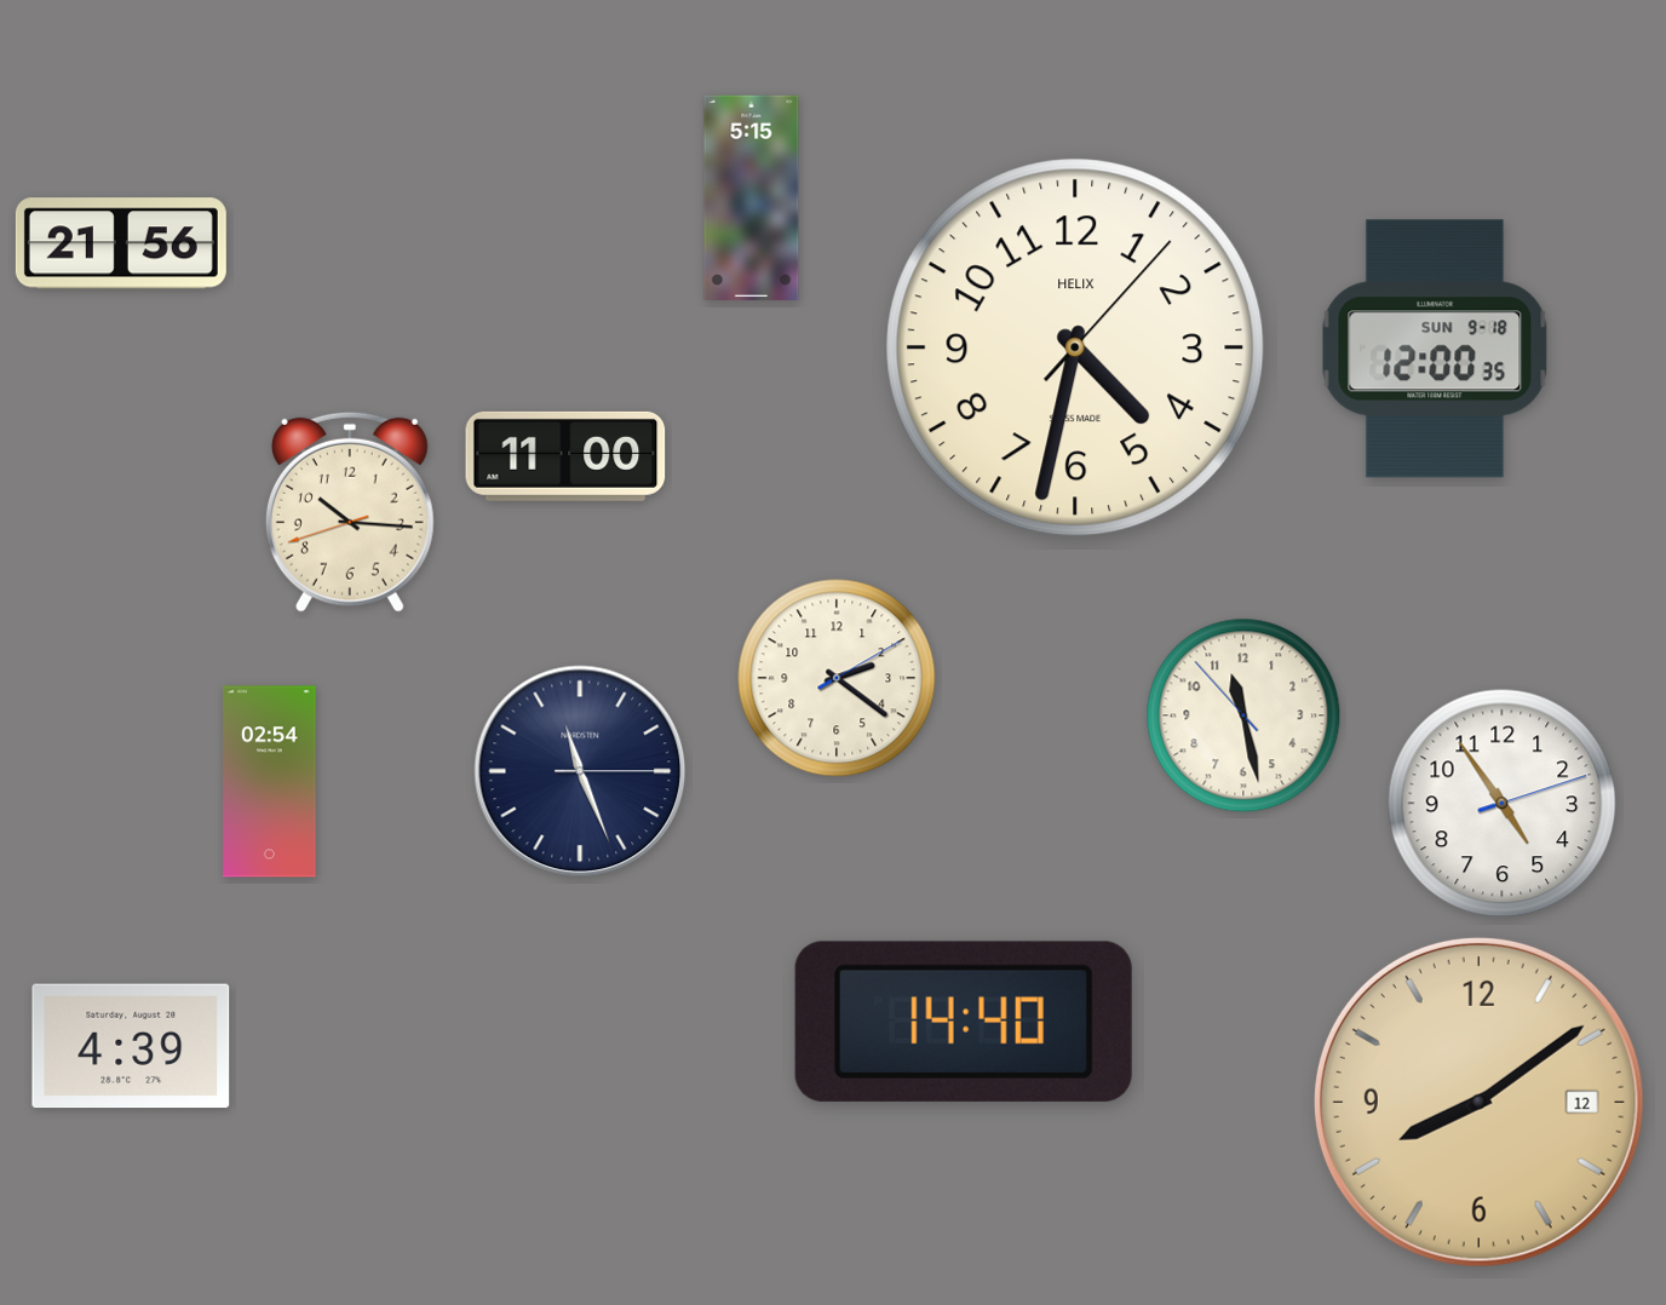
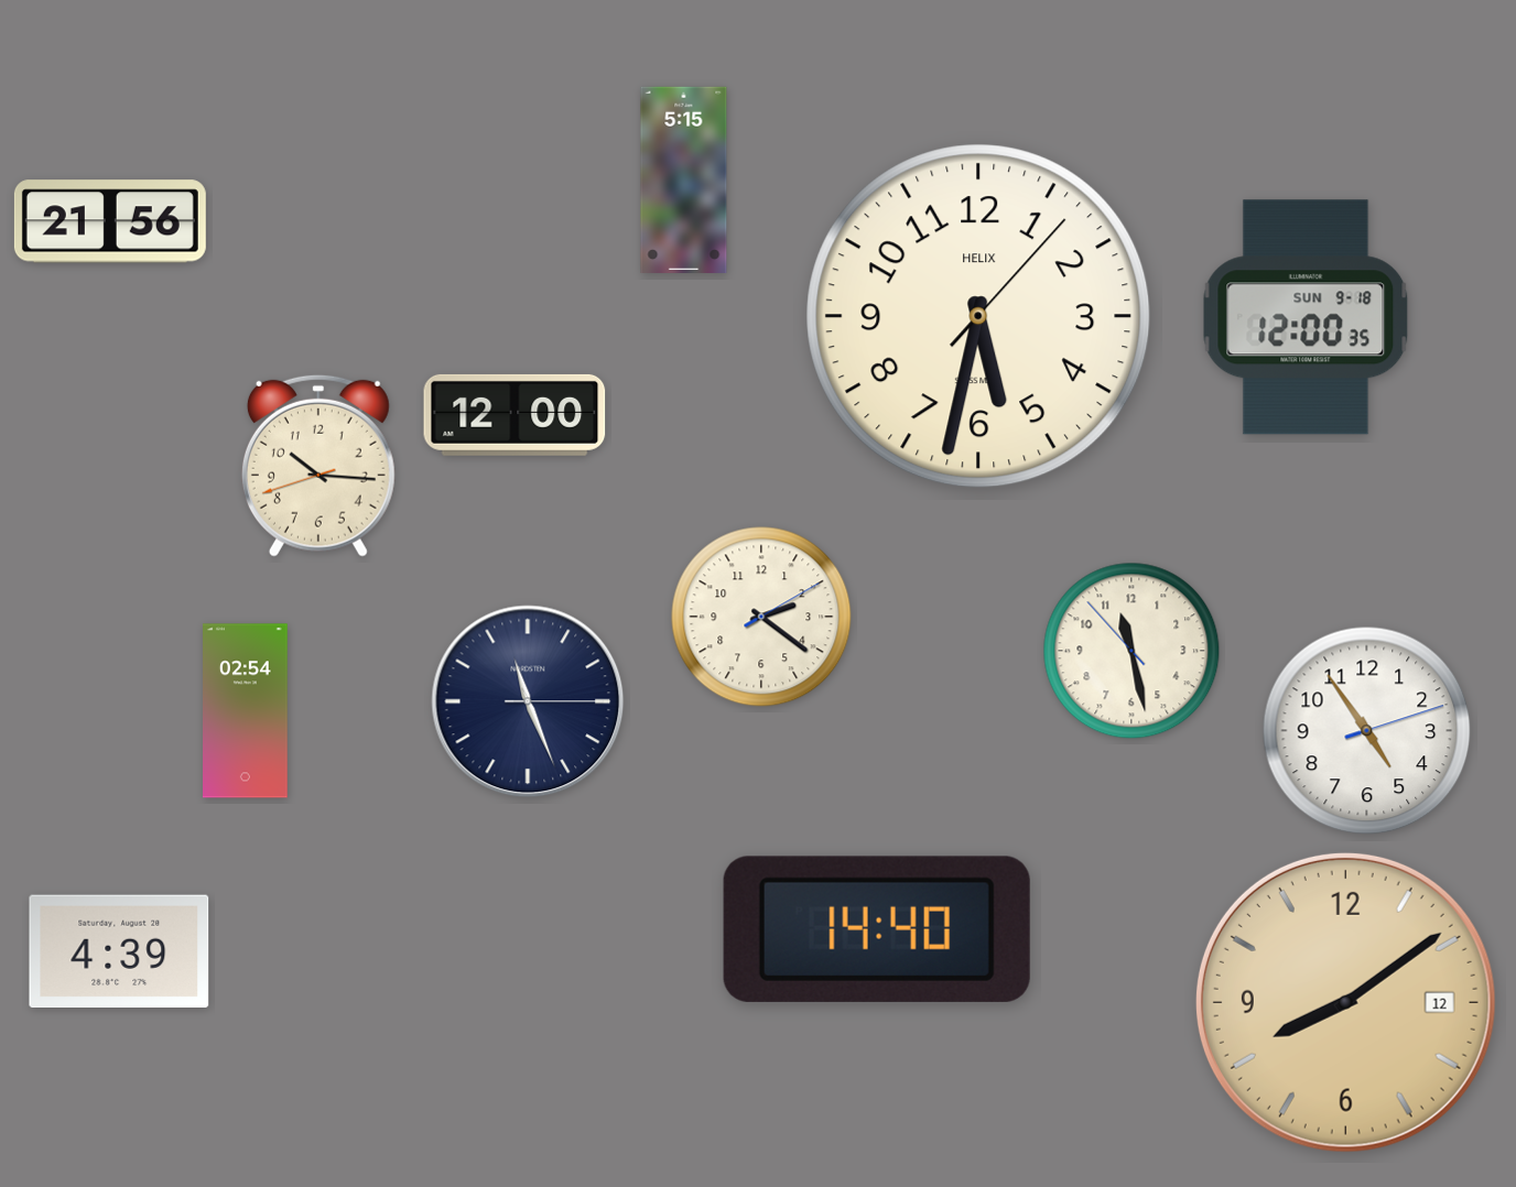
clock at (1075, 347): 4:32 -> 5:32
clock at (565, 456): 11:00 -> 12:00
